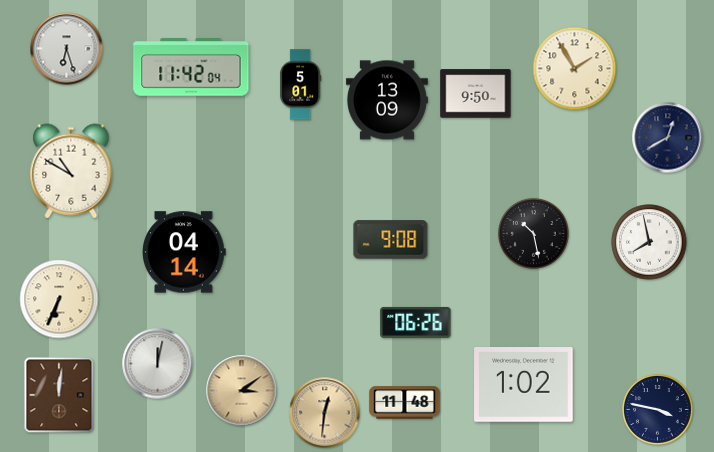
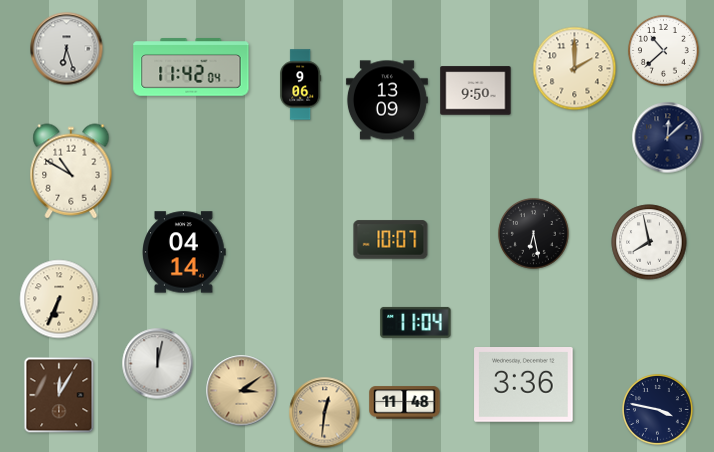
clock at (664, 51): none -> 10:38
clock at (575, 69): 1:55 -> 2:00
clock at (301, 85): 5:01 -> 9:06
clock at (476, 94) position: (476, 94) -> (476, 91)
clock at (668, 138): 12:40 -> 12:08
clock at (534, 234): 10:28 -> 6:28
clock at (391, 240): 9:08 -> 10:07
clock at (416, 322): 06:26 -> 11:04
clock at (524, 385): 1:02 -> 3:36
clock at (59, 395): 12:01 -> 12:05
